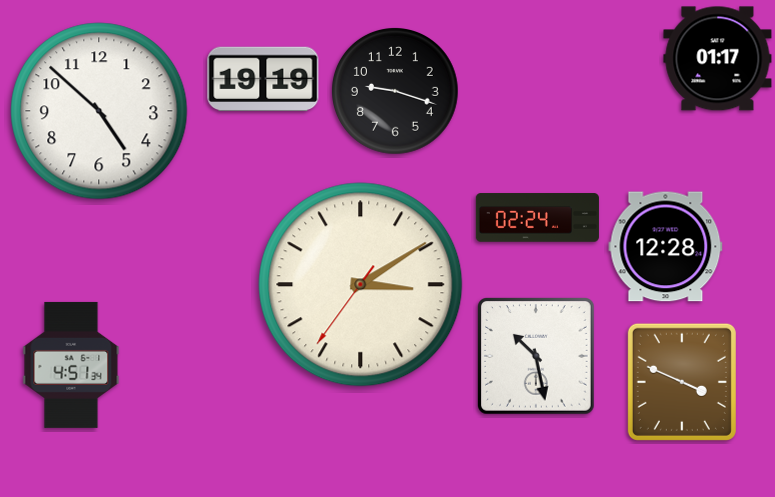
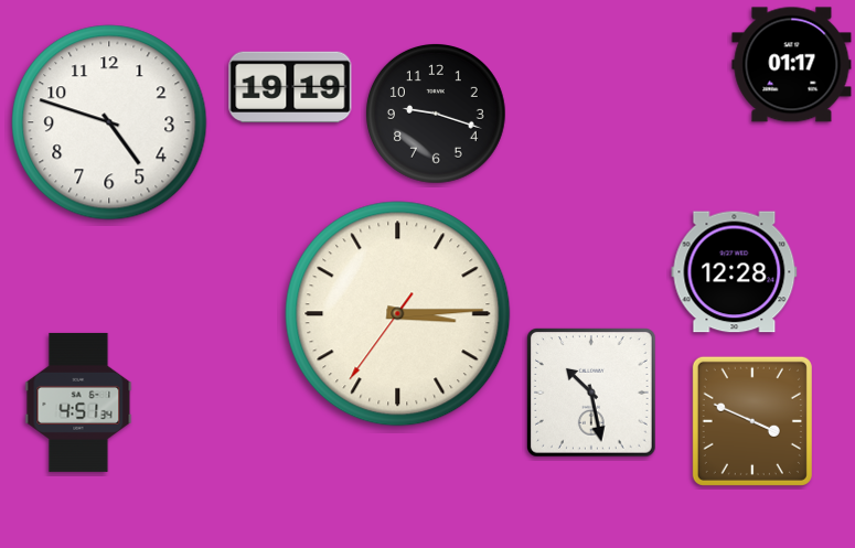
clock at (396, 92) position: (396, 92) -> (437, 115)
clock at (99, 111): 4:52 -> 4:48
clock at (537, 218): 02:24 -> none
clock at (361, 285): 3:09 -> 3:14
